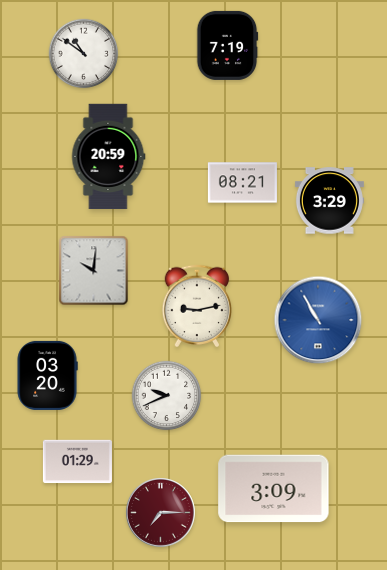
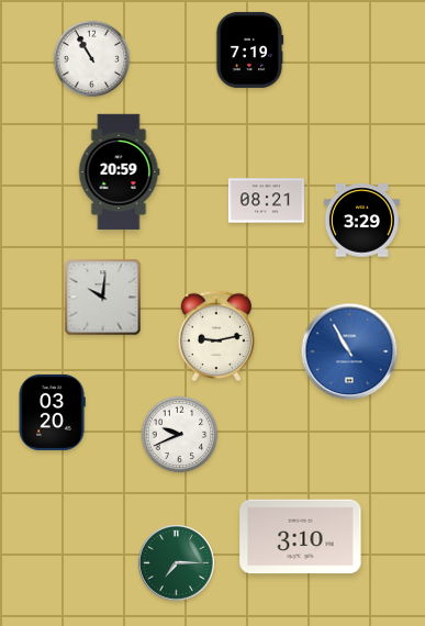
clock at (84, 54): 10:51 -> 10:55
clock at (167, 396) position: (167, 396) -> (180, 435)
clock at (77, 462): 01:29 -> none
clock at (274, 489): 3:09 -> 3:10
clock at (161, 513) dial: burgundy -> green
